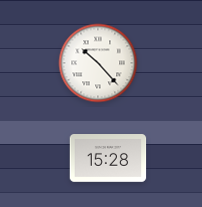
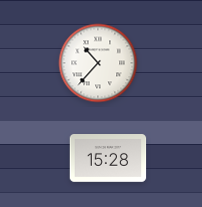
clock at (98, 63): 10:23 -> 10:37
